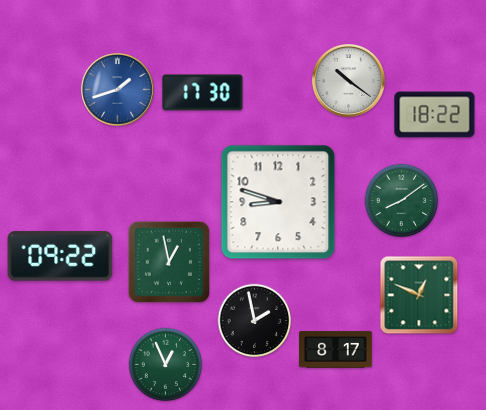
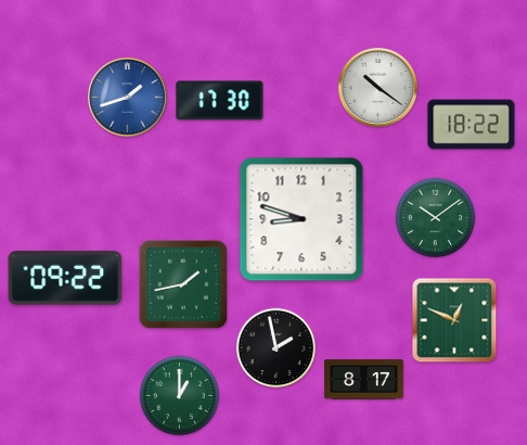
clock at (402, 201): 8:09 -> 10:09
clock at (168, 261): 12:58 -> 1:43
clock at (166, 365): 12:56 -> 1:00
